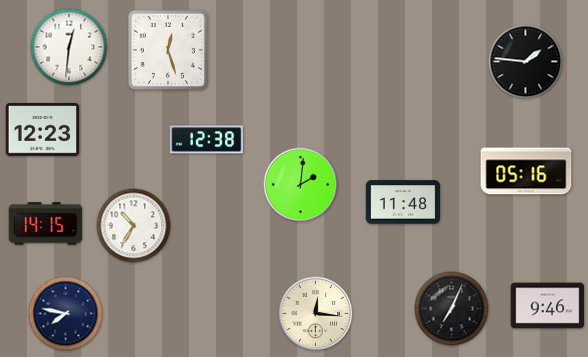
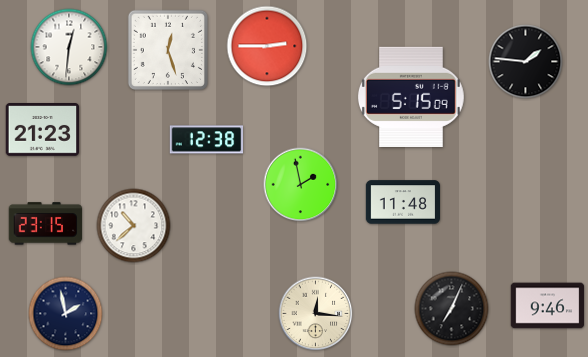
clock at (267, 46): none -> 2:45
clock at (411, 97): none -> 5:15
clock at (43, 130): 12:23 -> 21:23
clock at (526, 171): 05:16 -> none
clock at (301, 185): 2:01 -> 1:58
clock at (46, 224): 14:15 -> 23:15
clock at (134, 226): 10:35 -> 10:38
clock at (66, 314): 7:47 -> 1:58
